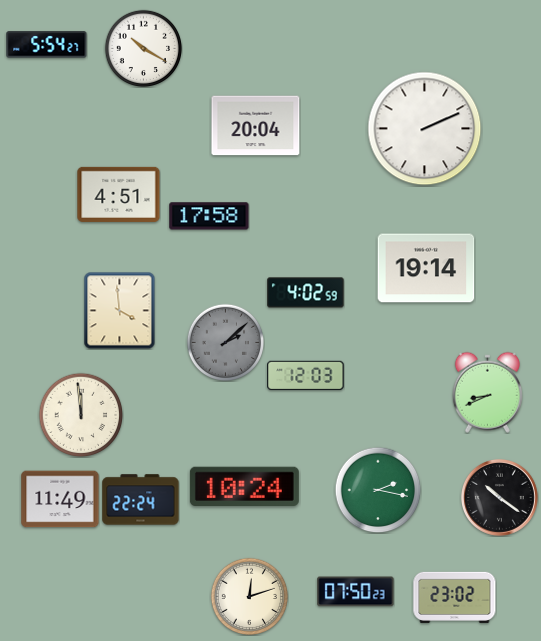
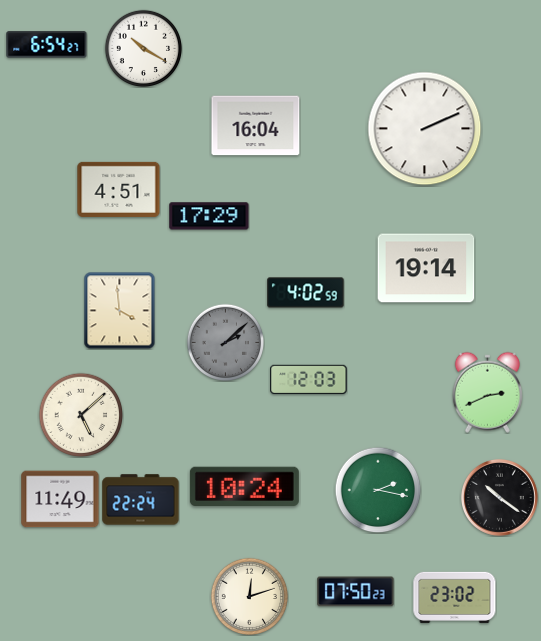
clock at (47, 45): 5:54 -> 6:54
clock at (256, 126): 20:04 -> 16:04
clock at (119, 194) position: (119, 194) -> (119, 189)
clock at (209, 216): 17:58 -> 17:29
clock at (306, 375) position: (306, 375) -> (309, 379)
clock at (487, 392): 8:41 -> 2:41
clock at (81, 415): 11:59 -> 5:08
